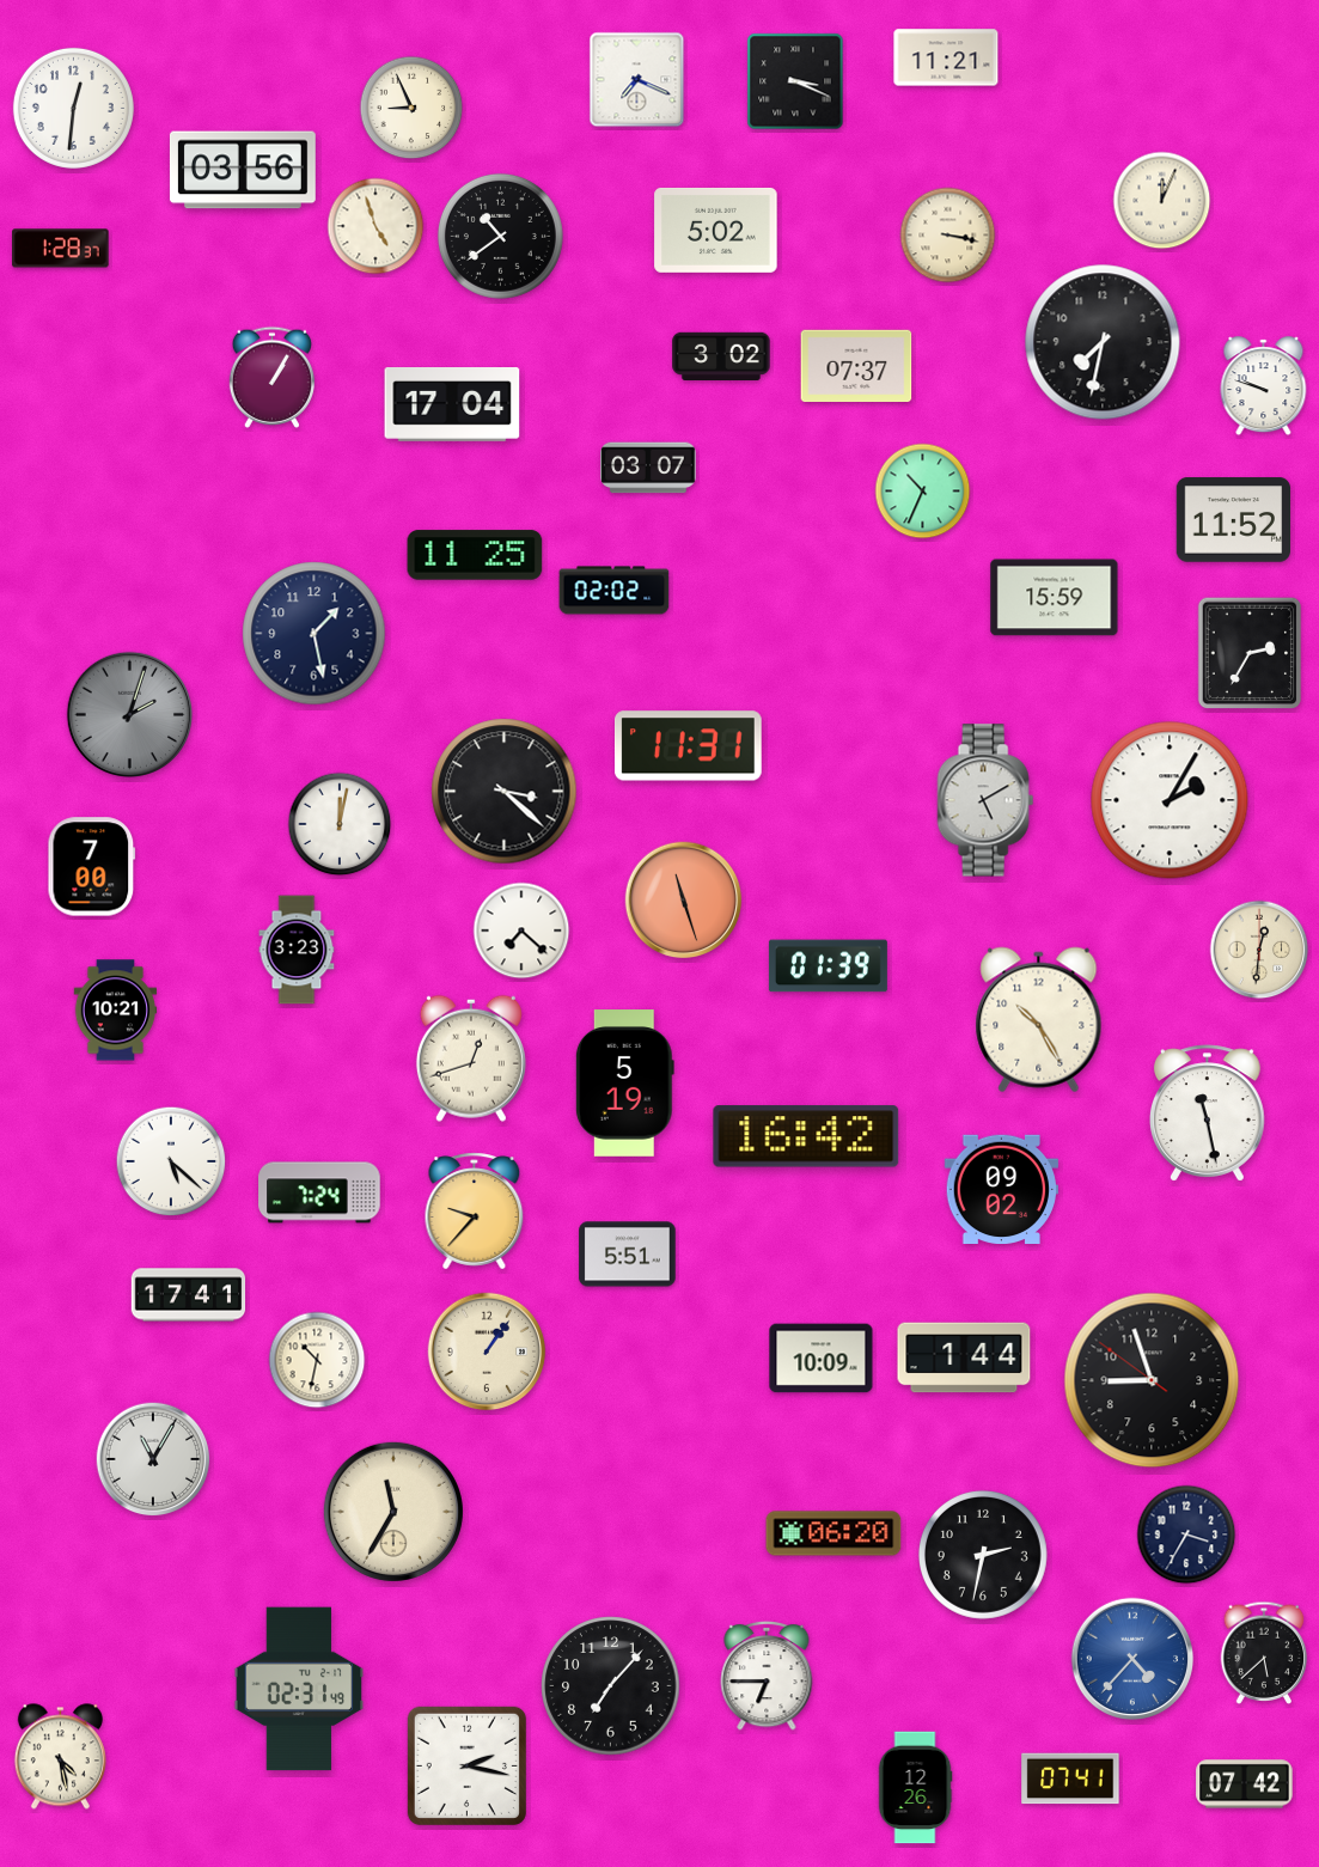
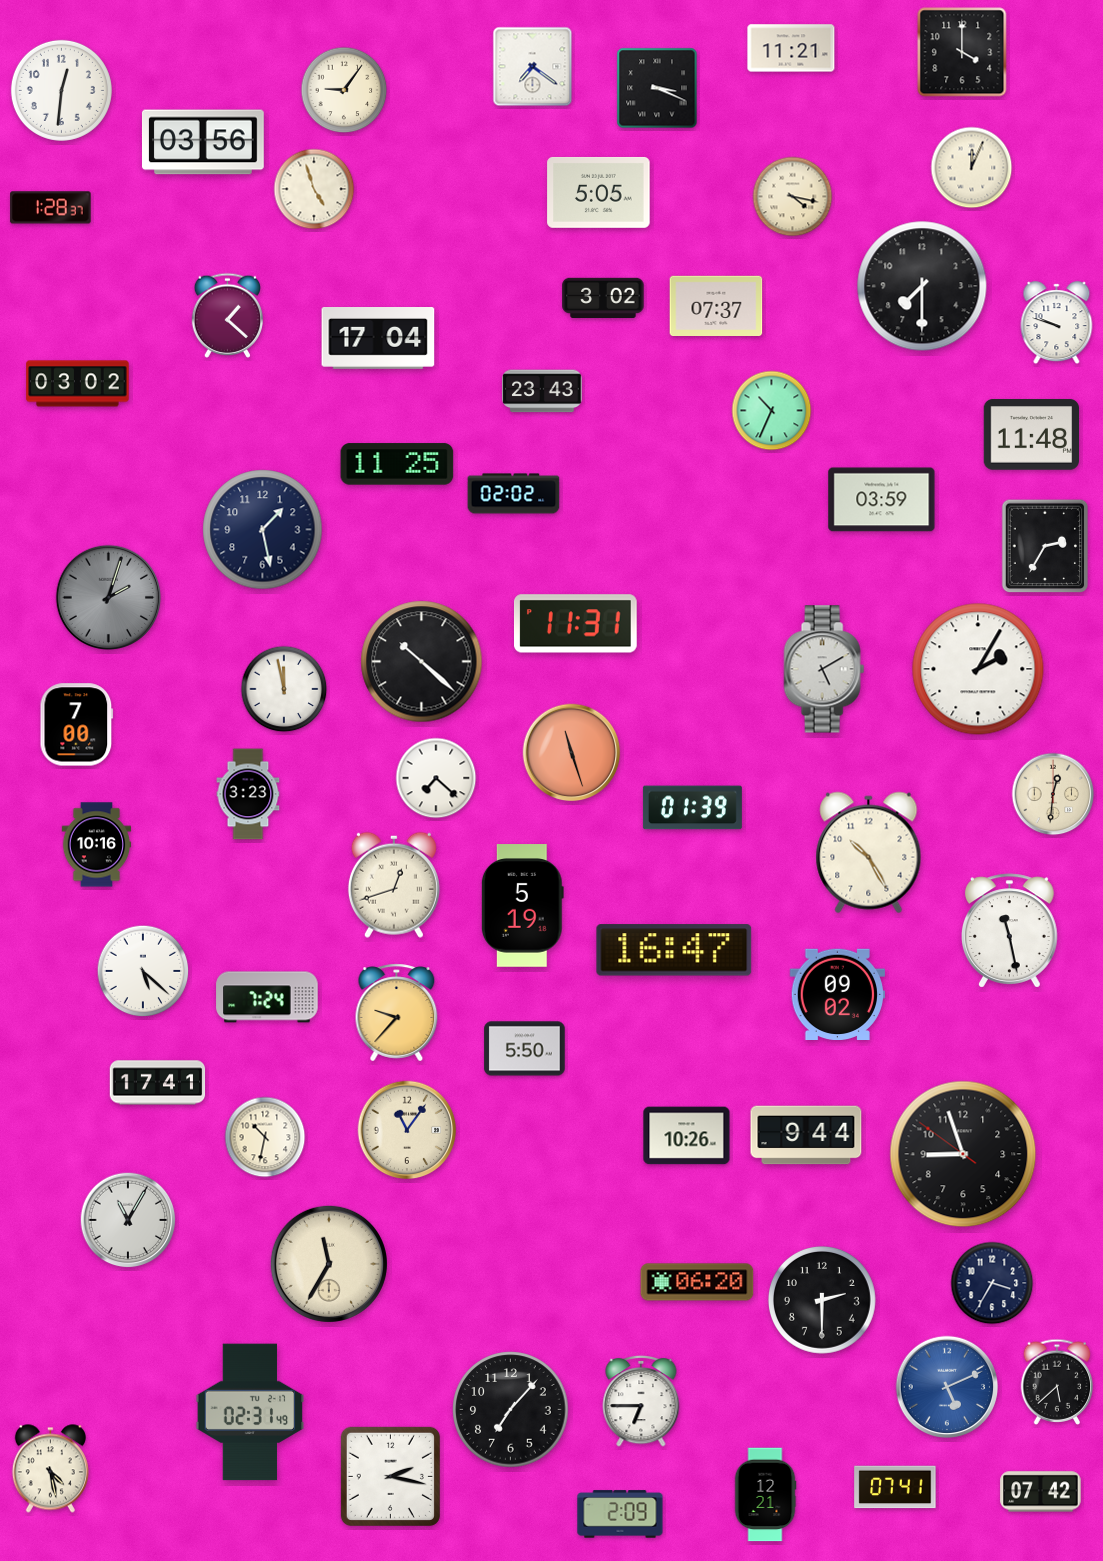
clock at (962, 52): none -> 4:00
clock at (637, 80): 7:19 -> 7:21
clock at (795, 81) position: (795, 81) -> (657, 88)
clock at (411, 108): 8:56 -> 9:06
clock at (716, 230): 5:02 -> 5:05
clock at (500, 236): 10:39 -> none
clock at (948, 236): 3:17 -> 4:17
clock at (1103, 342): 7:32 -> 7:30
clock at (271, 377): 1:05 -> 1:22
clock at (78, 384): none -> 03:02
clock at (648, 468): 03:07 -> 23:43
clock at (1233, 520): 11:52 -> 11:48
clock at (1055, 598): 15:59 -> 03:59
clock at (505, 792): 3:22 -> 10:22
clock at (340, 824): 12:02 -> 11:58
clock at (116, 1011): 10:21 -> 10:16
clock at (806, 1136): 16:42 -> 16:47
clock at (628, 1255): 5:51 -> 5:50
clock at (487, 1352): 1:06 -> 11:06
clock at (964, 1357): 1:44 -> 9:44
clock at (822, 1359): 10:09 -> 10:26
clock at (983, 1555): 2:32 -> 2:30
clock at (1132, 1659): 4:37 -> 5:11
clock at (915, 1788): 12:26 -> 12:21
clock at (620, 1514): none -> 2:09
